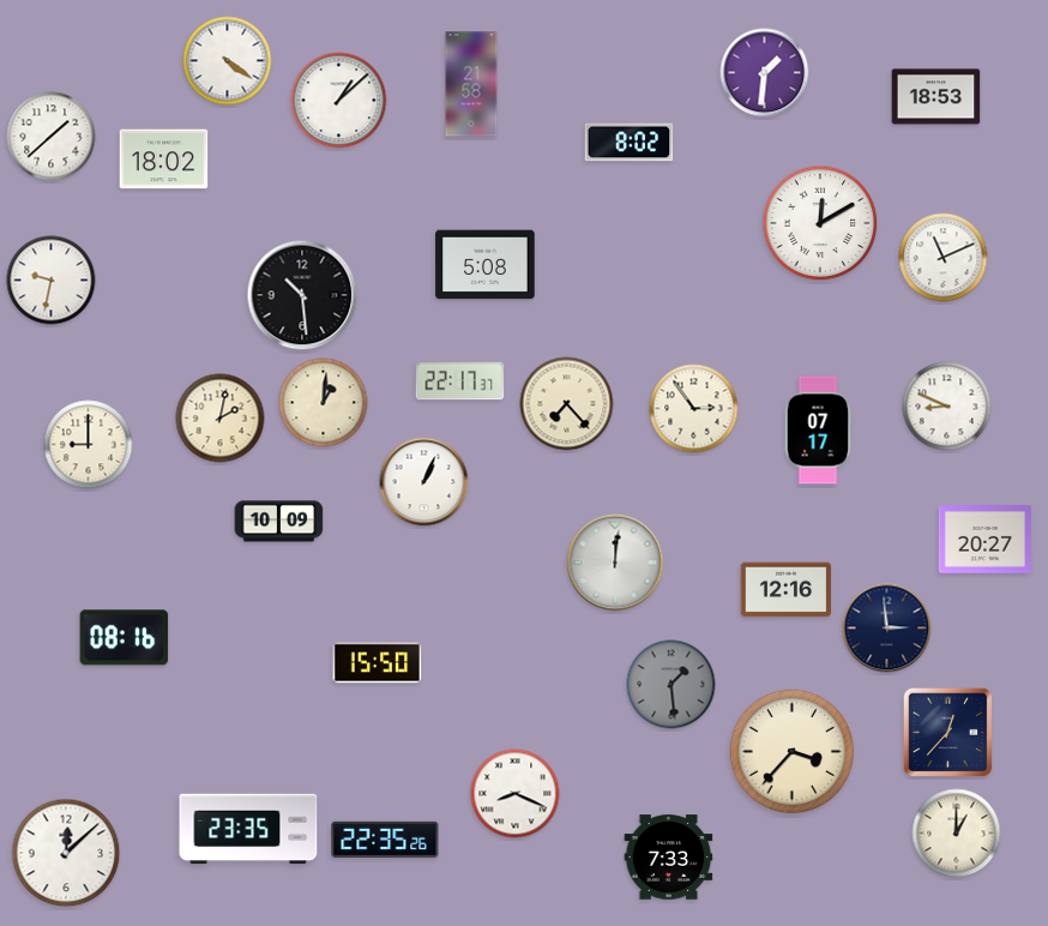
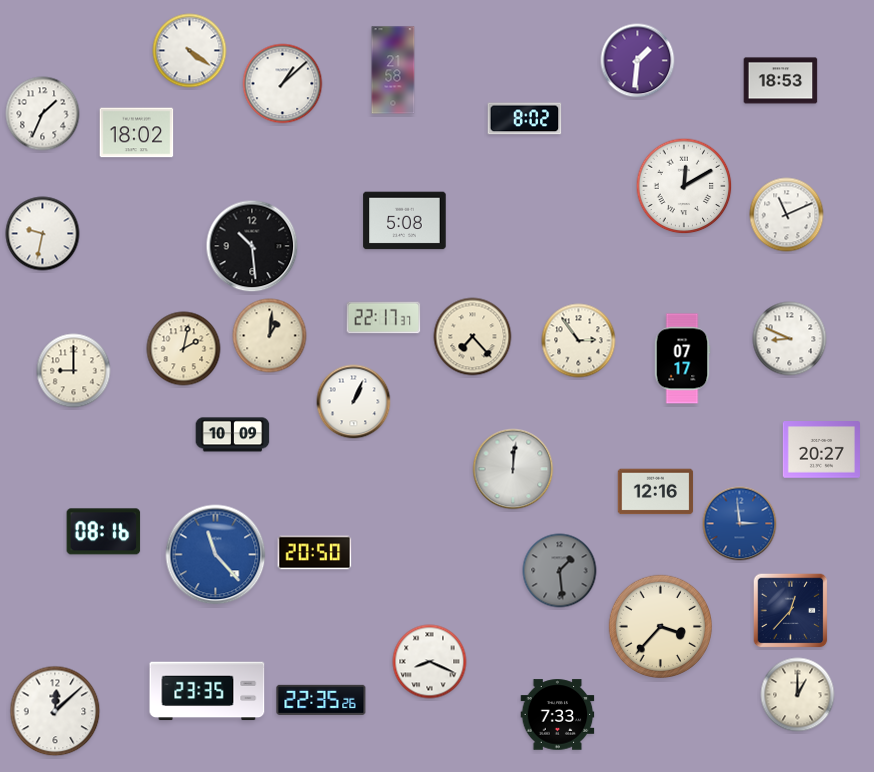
clock at (52, 137): 1:38 -> 1:34
clock at (887, 629) dial: navy -> blue
clock at (378, 663): 15:50 -> 20:50
clock at (216, 555): none -> 11:23
